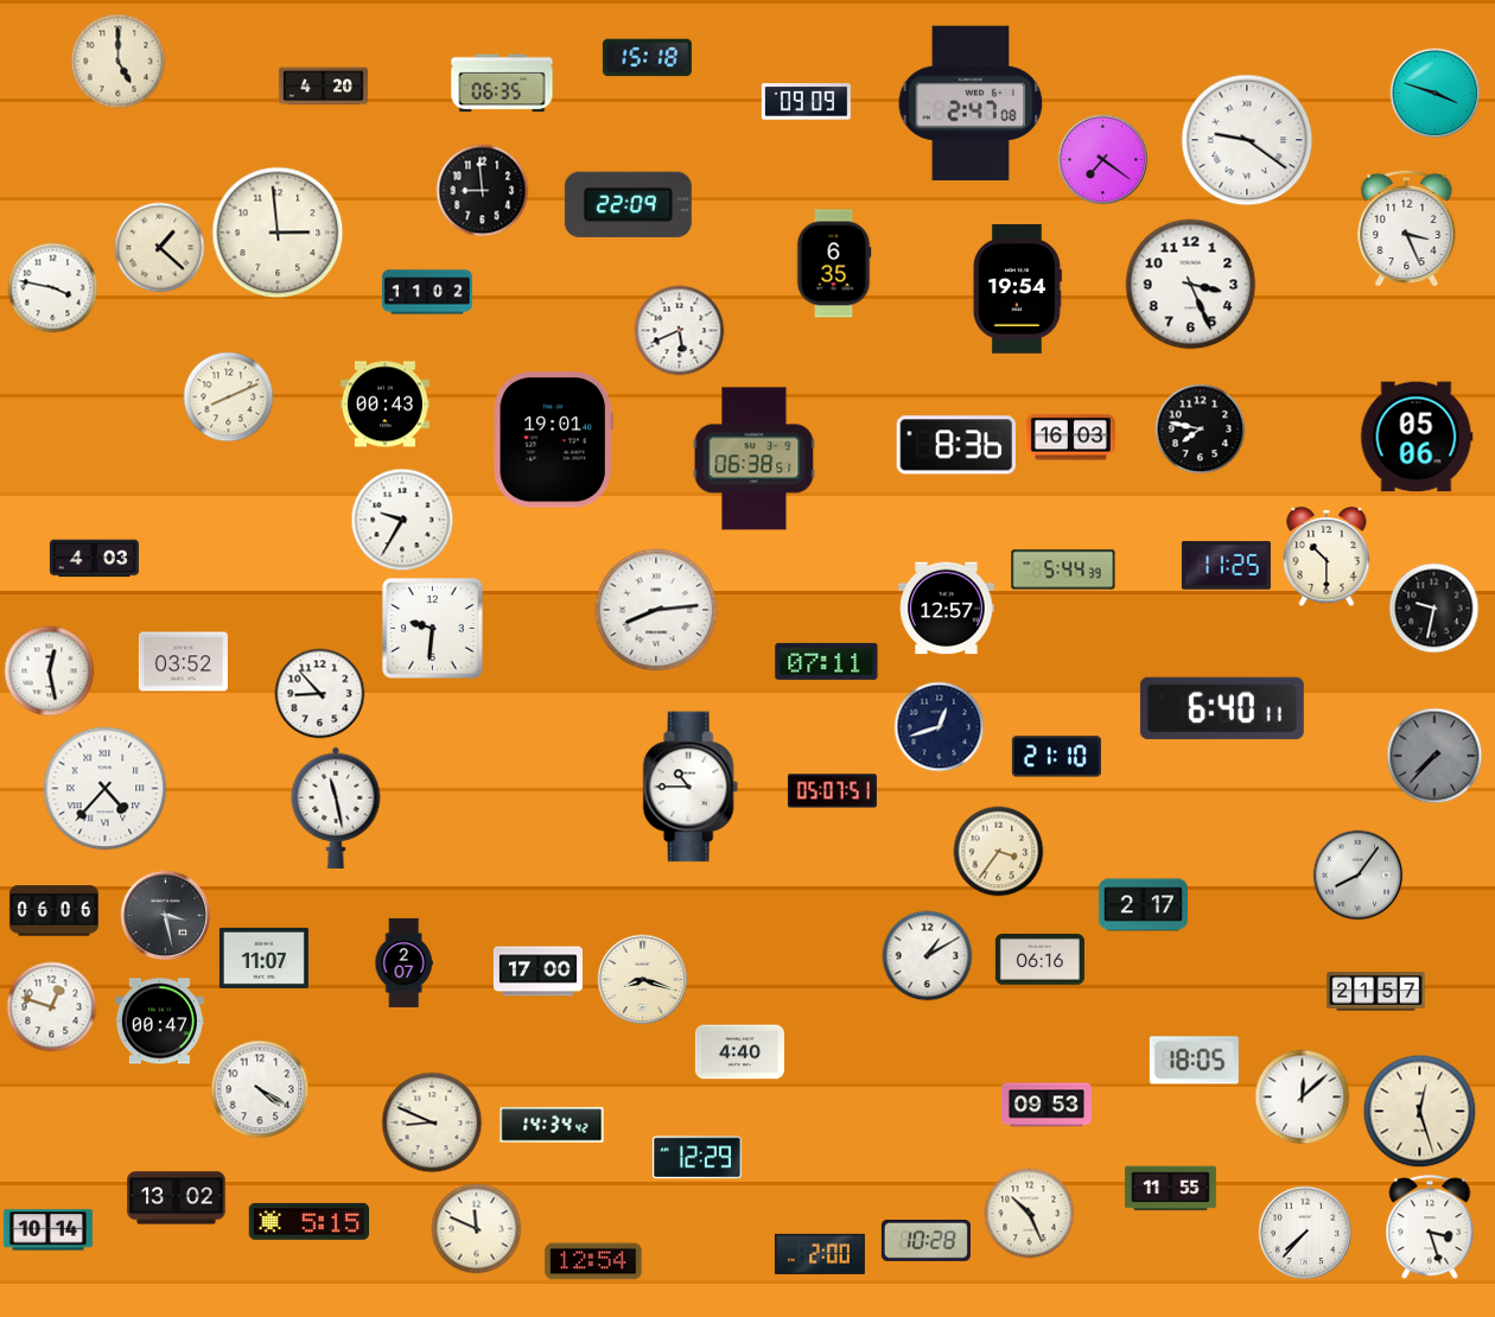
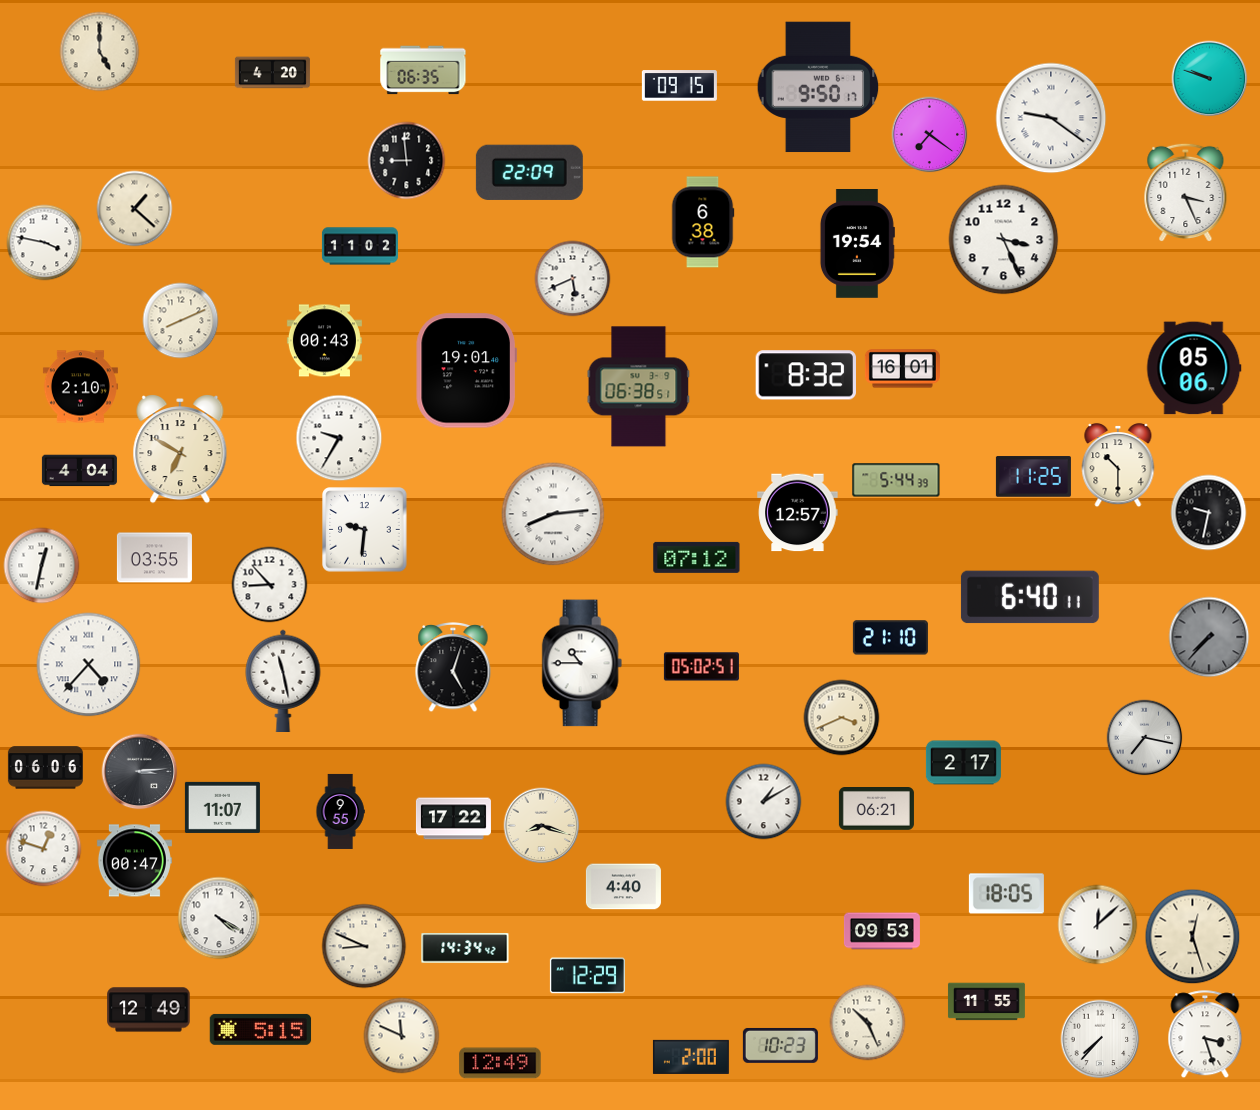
clock at (647, 58): 15:18 -> none
clock at (1436, 94): 3:48 -> 9:48
clock at (806, 102): 09:09 -> 09:15
clock at (971, 103): 2:47 -> 9:50
clock at (278, 233): 2:59 -> none
clock at (834, 263): 6:35 -> 6:38
clock at (229, 397) position: (229, 397) -> (181, 321)
clock at (1201, 430): 7:47 -> none
clock at (1070, 438): 16:03 -> 16:01
clock at (955, 445): 8:36 -> 8:32
clock at (80, 387): none -> 2:10
clock at (755, 459) position: (755, 459) -> (639, 387)
clock at (180, 450): none -> 6:50
clock at (1327, 556) position: (1327, 556) -> (1118, 465)
clock at (94, 559): 4:03 -> 4:04
clock at (827, 661): 07:11 -> 07:12
clock at (183, 662): 03:52 -> 03:55
clock at (50, 672): 12:28 -> 12:32
clock at (940, 727): 12:42 -> none
clock at (832, 791): 05:07 -> 05:02
clock at (453, 668): none -> 5:03
clock at (999, 852): 3:36 -> 3:41
clock at (1359, 876): 8:06 -> 7:17
clock at (166, 916): 3:28 -> 3:14
clock at (928, 956) position: (928, 956) -> (764, 802)
clock at (1039, 960): 06:16 -> 06:21
clock at (403, 962): 2:07 -> 9:55
clock at (537, 972): 17:00 -> 17:22
clock at (1376, 992): 21:57 -> none
clock at (1420, 1112) position: (1420, 1112) -> (1193, 937)
clock at (177, 1198): 13:02 -> 12:49
clock at (47, 1230): 10:14 -> none
clock at (925, 1240): 10:28 -> 10:23
clock at (593, 1261): 12:54 -> 12:49
